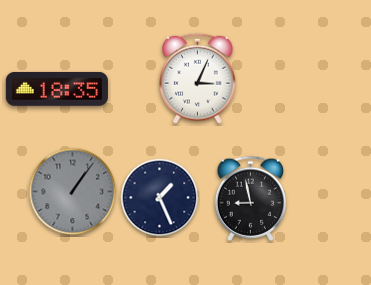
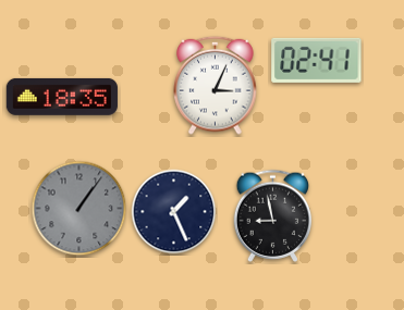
clock at (317, 60): none -> 02:41
clock at (160, 198) position: (160, 198) -> (174, 212)
